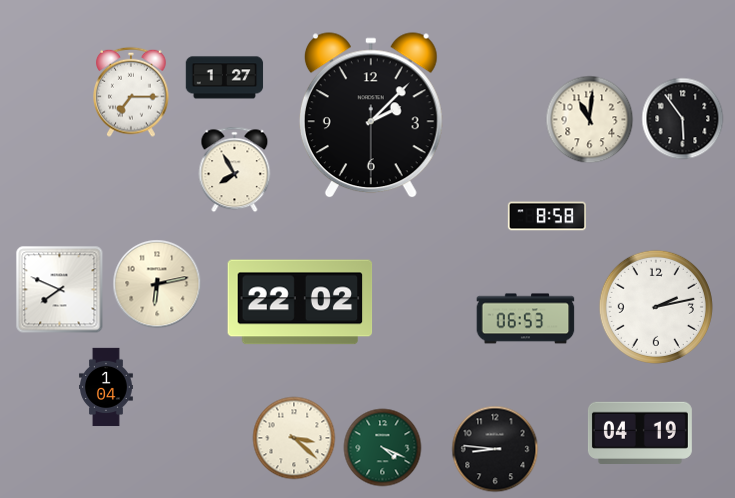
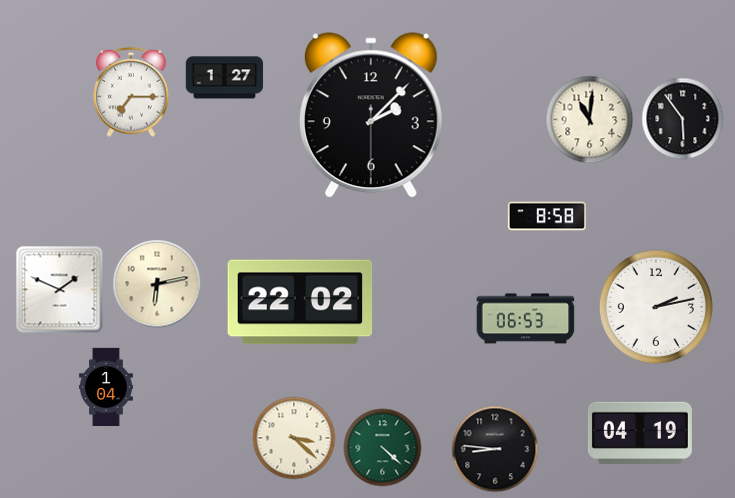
clock at (235, 170): 7:55 -> none
clock at (60, 290): 7:49 -> 1:49
clock at (383, 448): 4:19 -> 4:22
